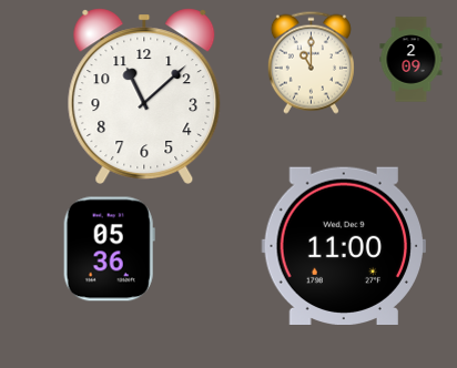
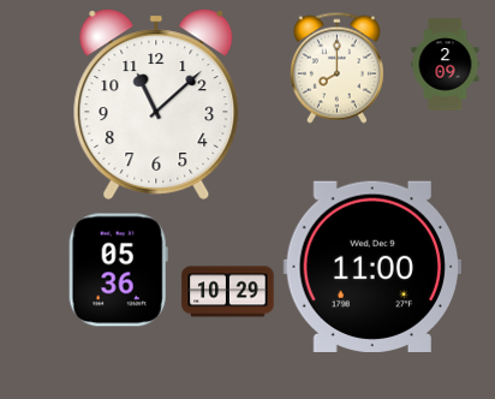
clock at (311, 62): 11:00 -> 8:00
clock at (228, 292): none -> 10:29
